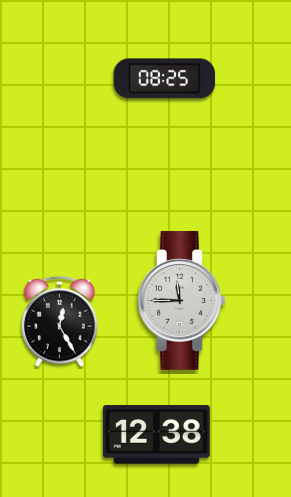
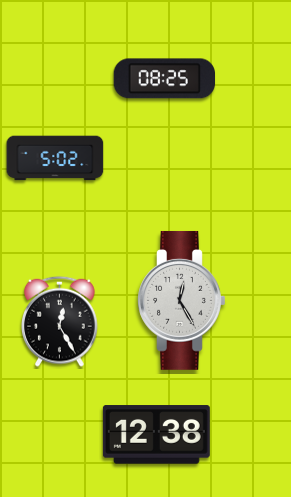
clock at (55, 158): none -> 5:02
clock at (182, 300): 11:45 -> 12:25
